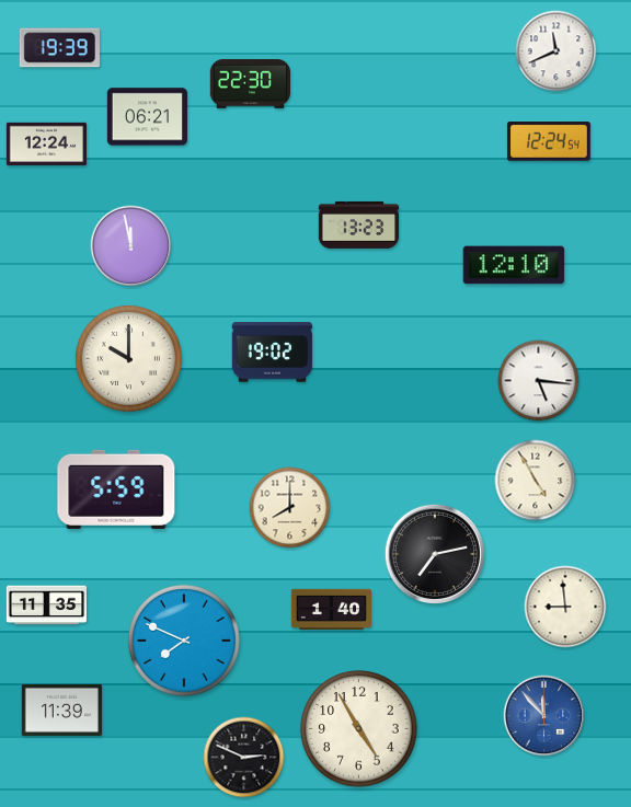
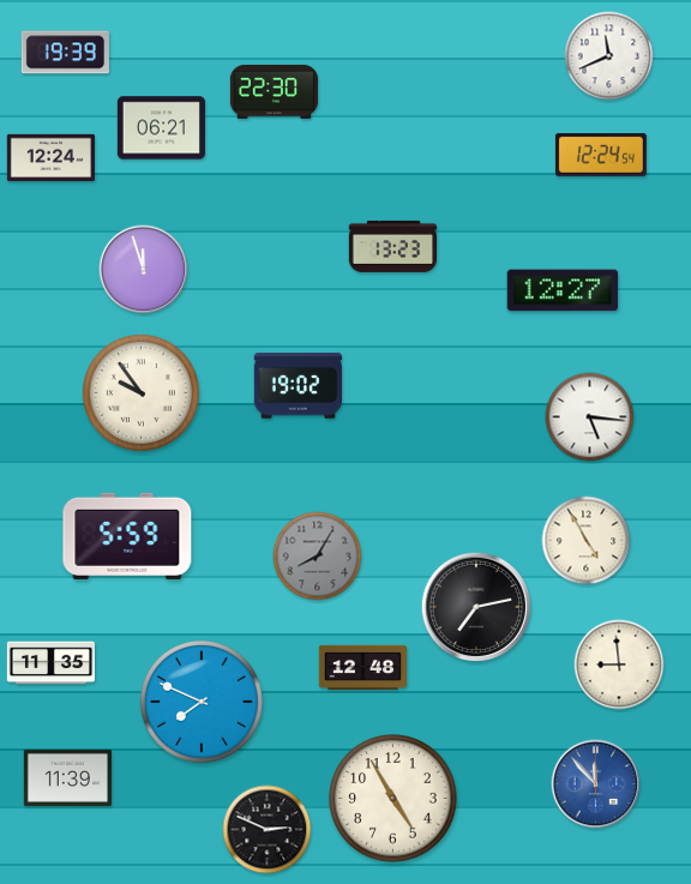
clock at (131, 246): 11:58 -> 11:57
clock at (514, 265): 12:10 -> 12:27
clock at (128, 358): 10:00 -> 9:54
clock at (536, 481) position: (536, 481) -> (587, 541)
clock at (290, 508): 8:00 -> 8:05
clock at (290, 508) dial: cream -> grey
clock at (331, 609): 1:40 -> 12:48
